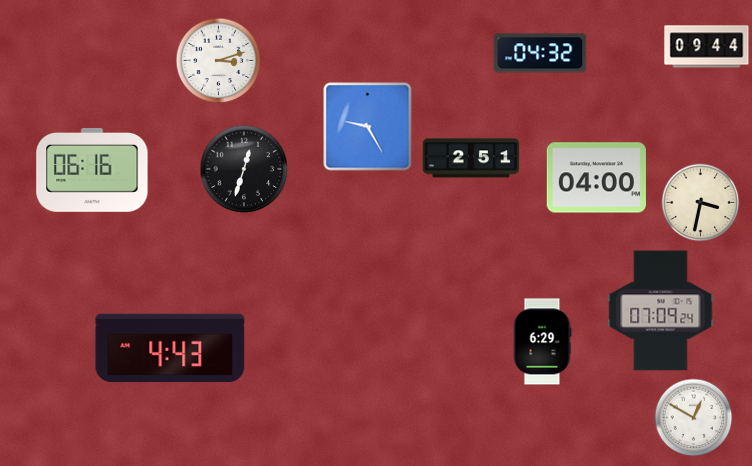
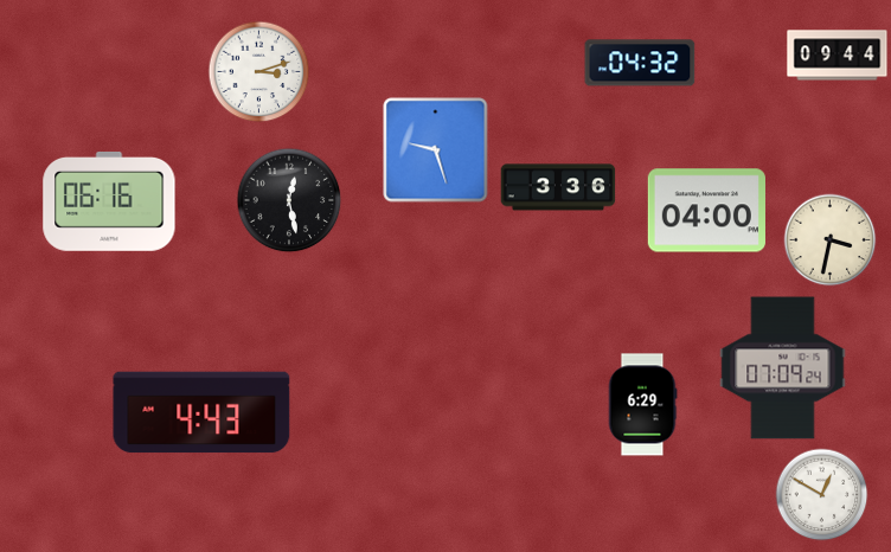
clock at (368, 127): 9:25 -> 9:27
clock at (471, 158): 2:51 -> 3:36
clock at (244, 169): 12:33 -> 12:28
